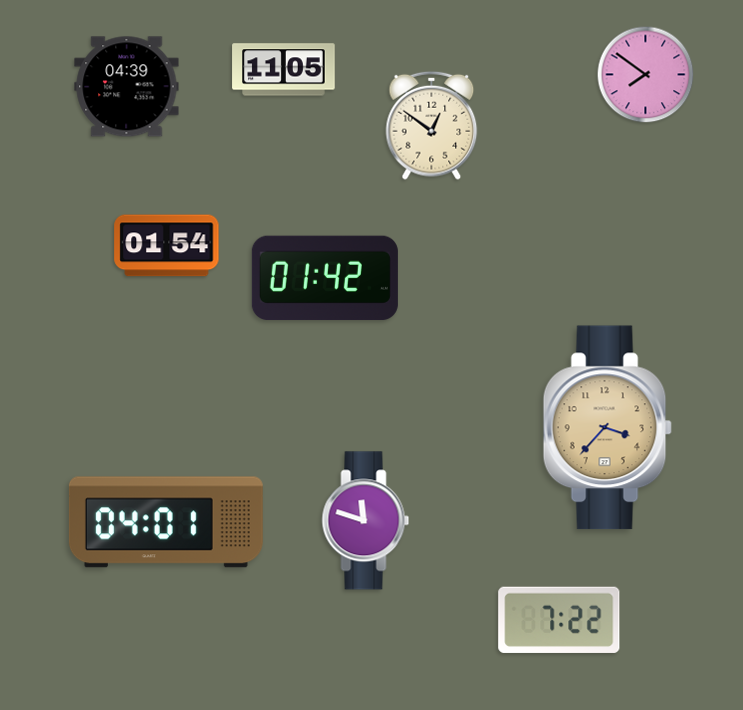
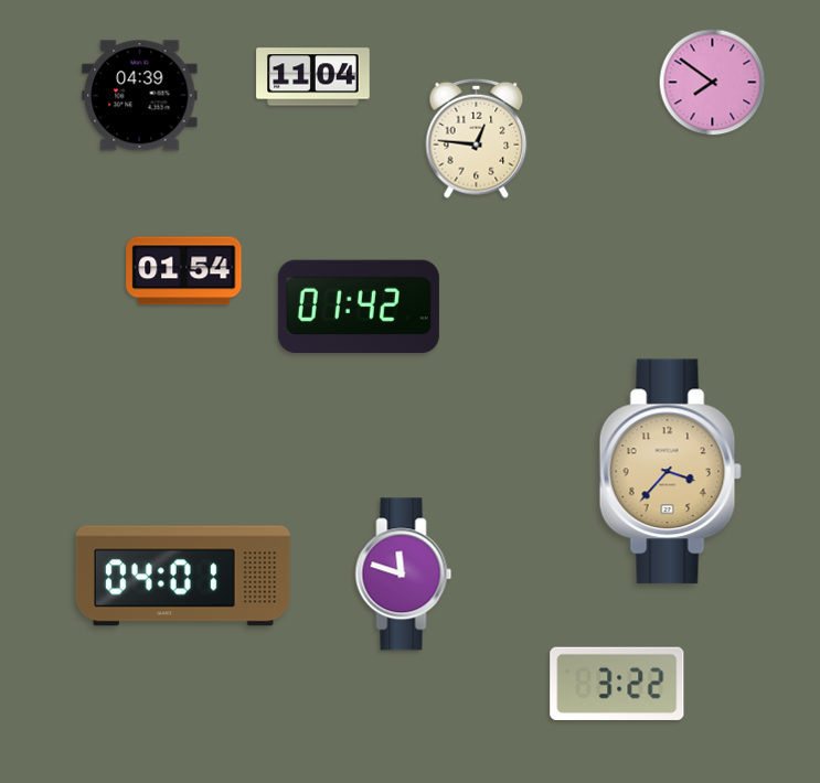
clock at (284, 70): 11:05 -> 11:04
clock at (432, 125): 12:51 -> 12:46
clock at (559, 620): 7:22 -> 3:22
